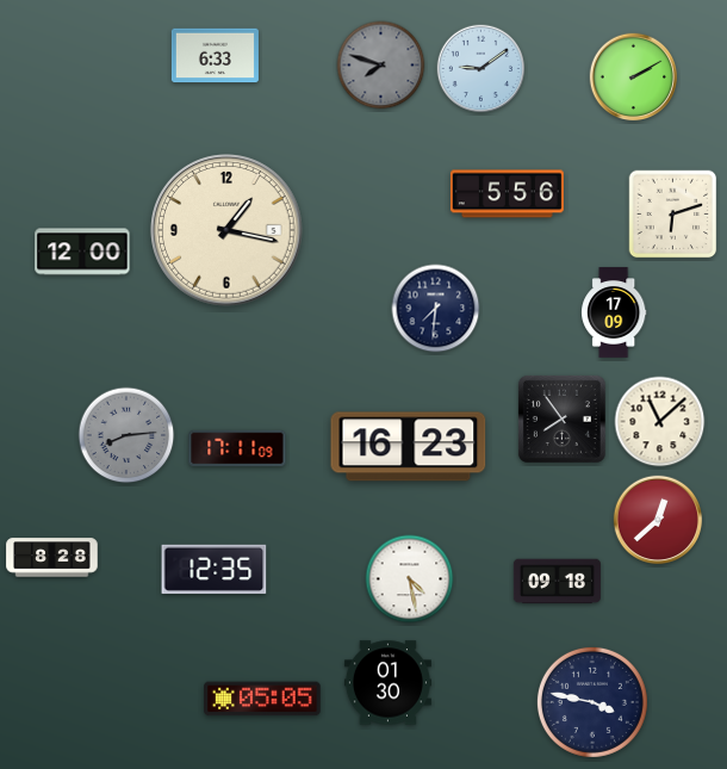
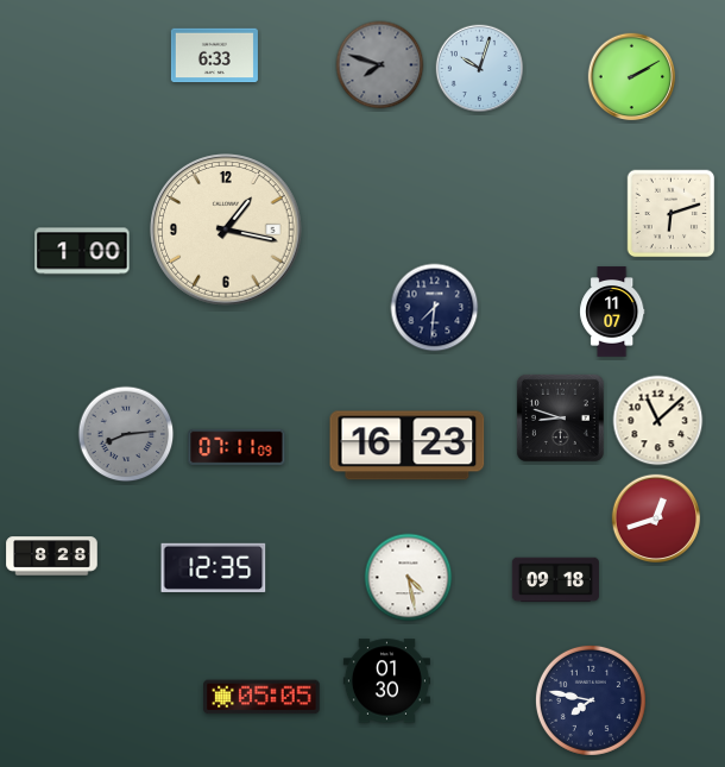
clock at (481, 69): 9:09 -> 10:03
clock at (507, 194): 5:56 -> none
clock at (82, 252): 12:00 -> 1:00
clock at (614, 312): 17:09 -> 11:07
clock at (561, 418): 7:54 -> 8:48
clock at (237, 448): 17:11 -> 07:11
clock at (658, 520): 12:38 -> 12:42
clock at (592, 702): 3:47 -> 7:47
